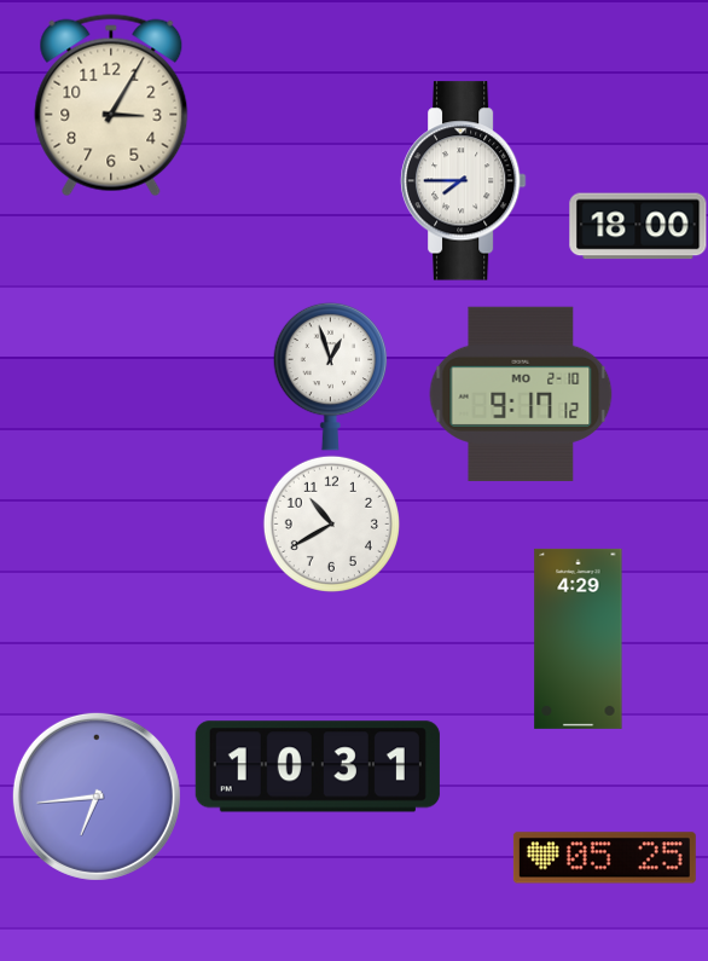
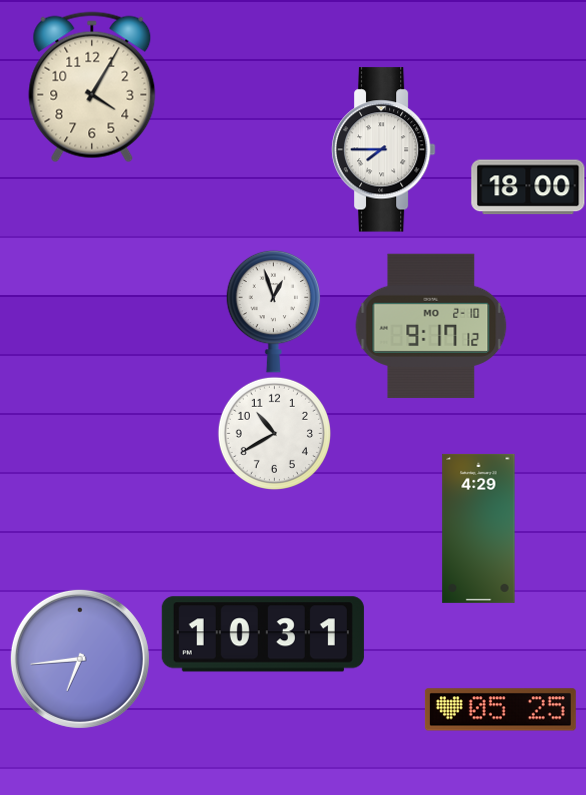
clock at (111, 105): 3:05 -> 4:05
